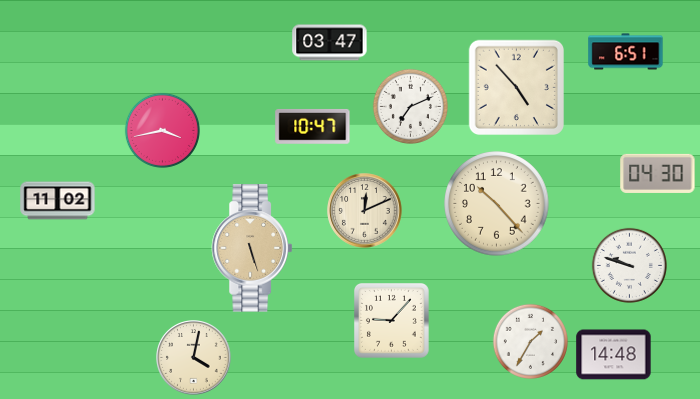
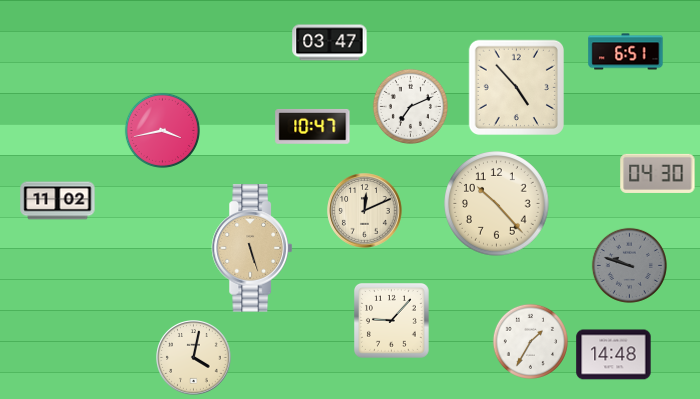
clock at (629, 265) dial: white -> grey
